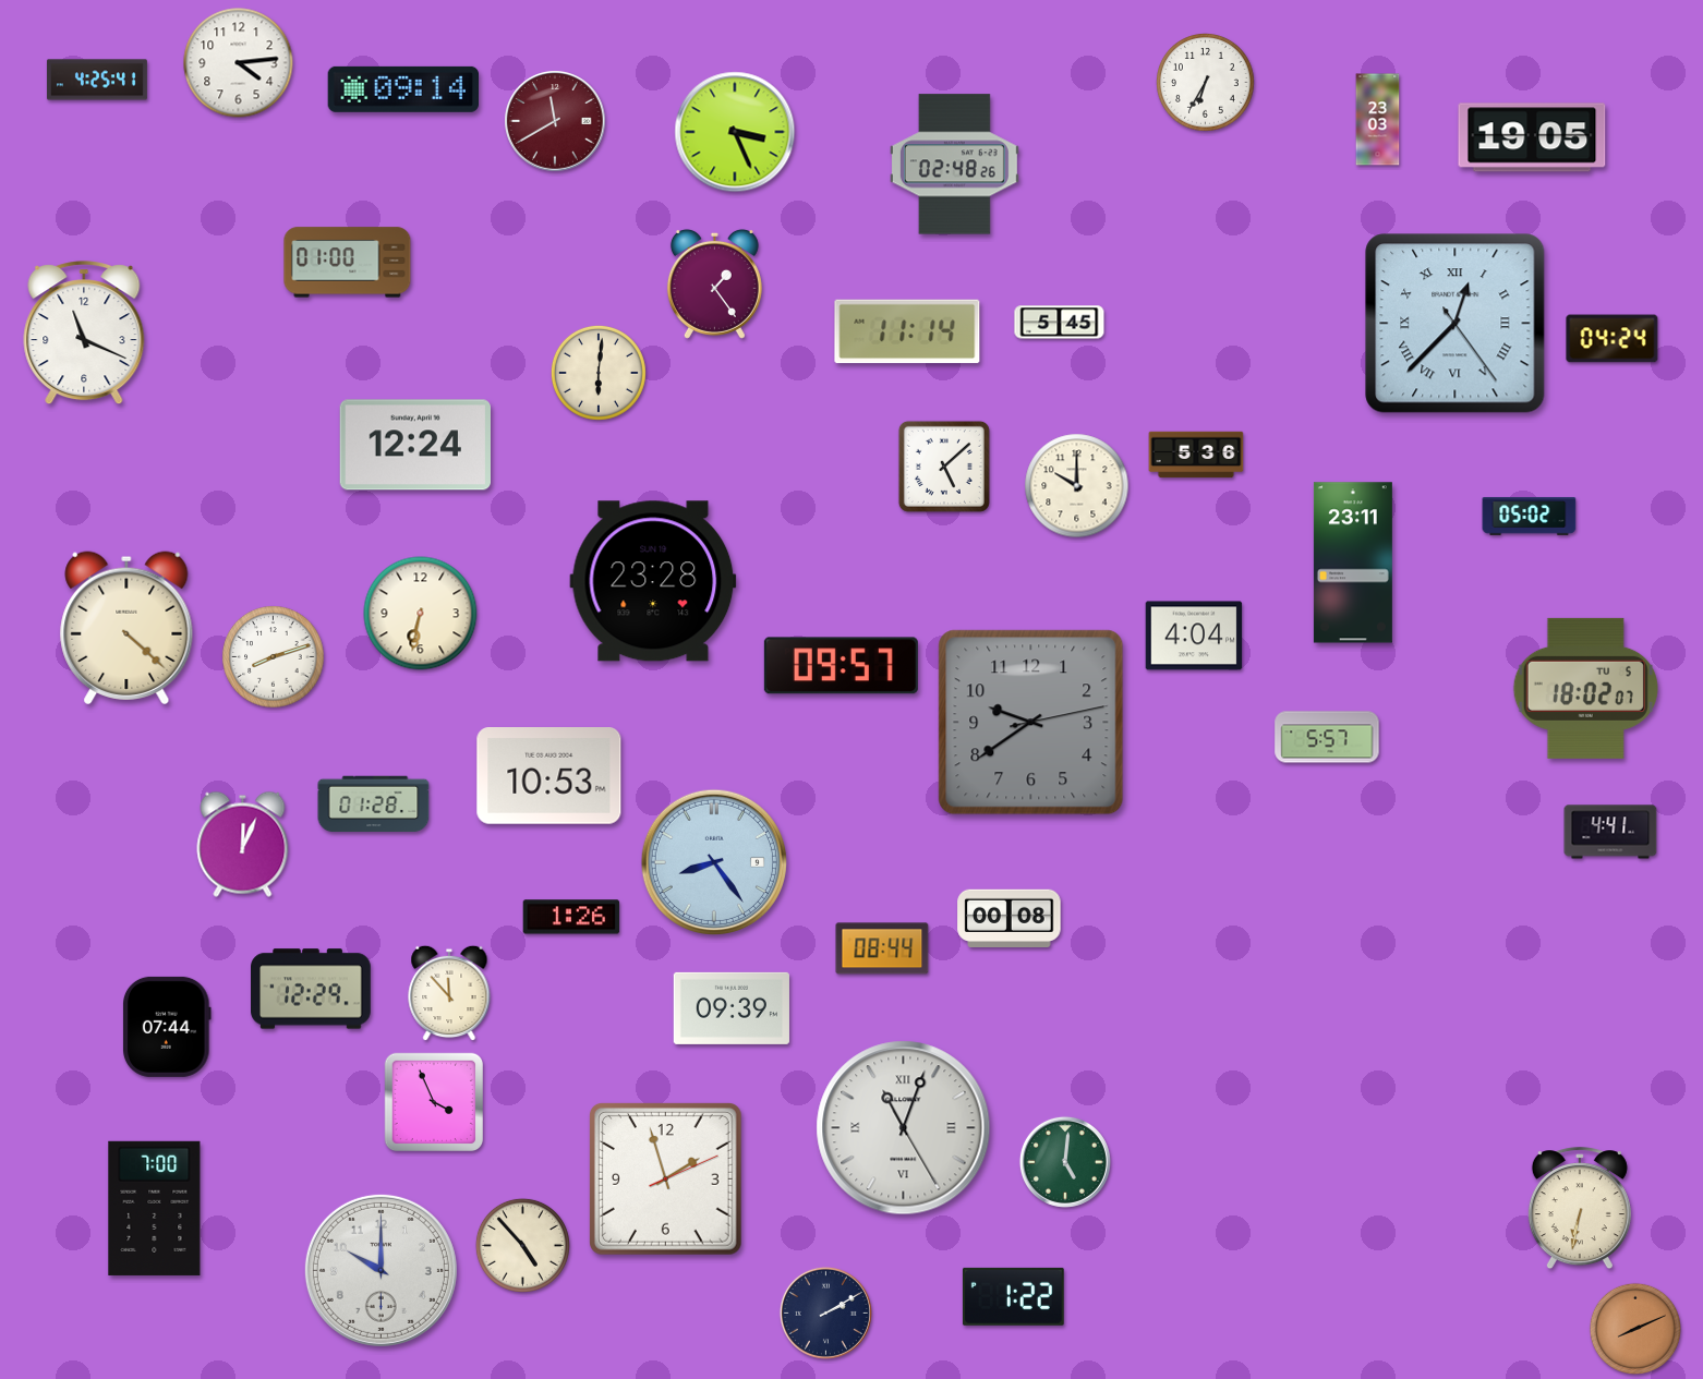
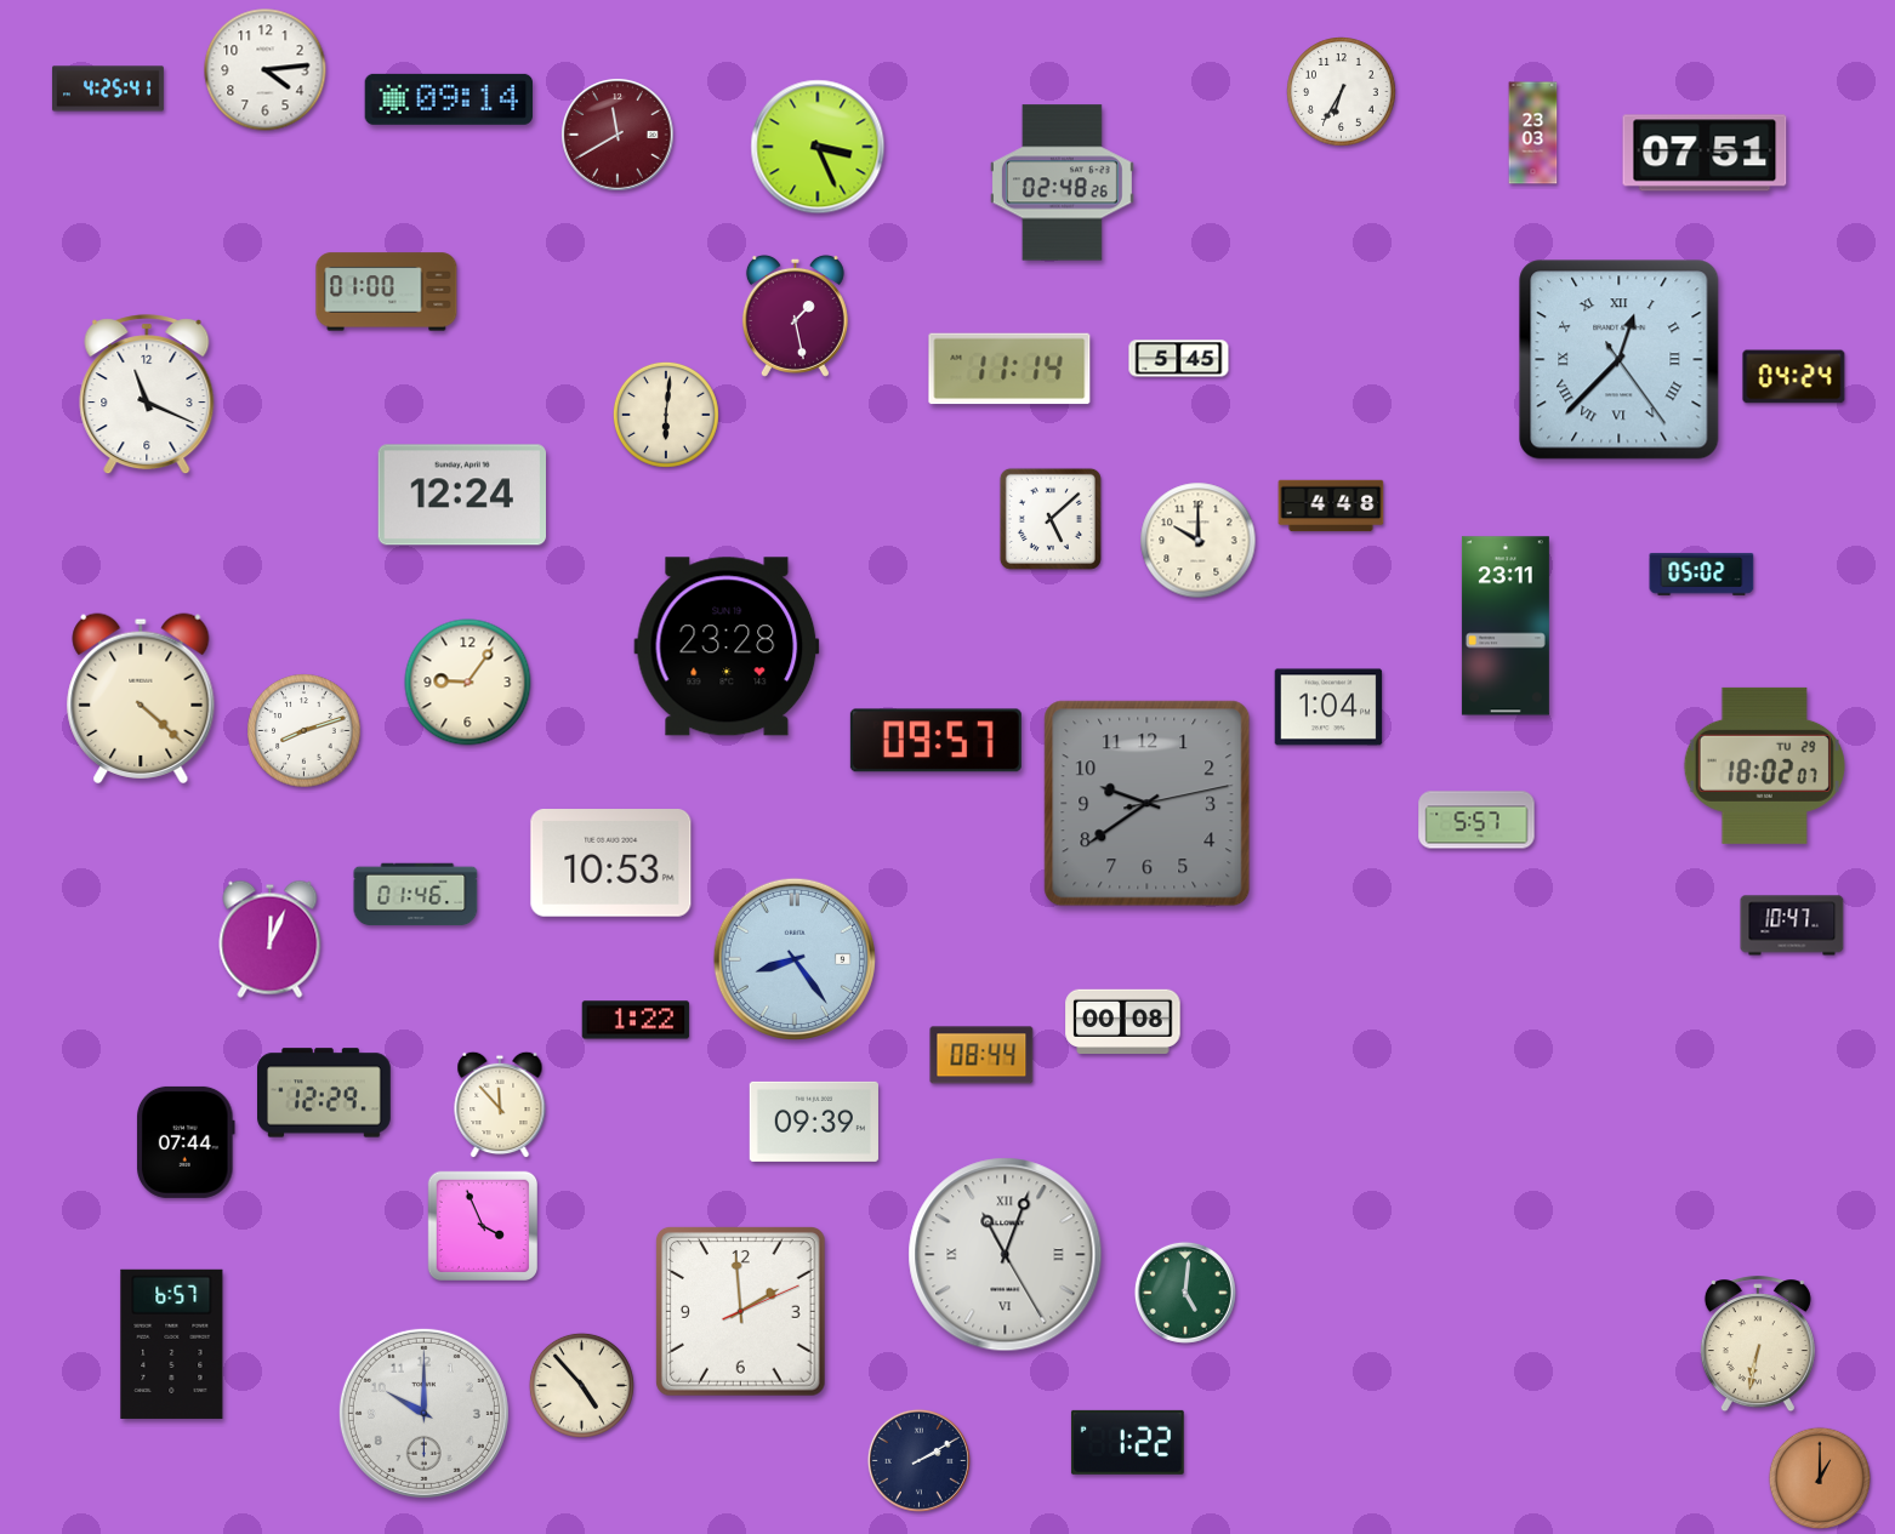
clock at (1532, 137): 19:05 -> 07:51
clock at (714, 283): 1:24 -> 1:28
clock at (84, 334) position: (84, 334) -> (147, 395)
clock at (1196, 455): 5:36 -> 4:48
clock at (421, 614): 6:32 -> 9:06
clock at (1194, 636): 4:04 -> 1:04
clock at (1585, 688) date: TU 5 -> TU 29
clock at (374, 805): 01:28 -> 01:46
clock at (1610, 832): 4:41 -> 10:47
clock at (571, 917): 1:26 -> 1:22
clock at (312, 989) position: (312, 989) -> (325, 1093)
clock at (665, 1178): 1:57 -> 1:59
clock at (155, 1208): 7:00 -> 6:57
clock at (1634, 1328): 8:11 -> 1:00
